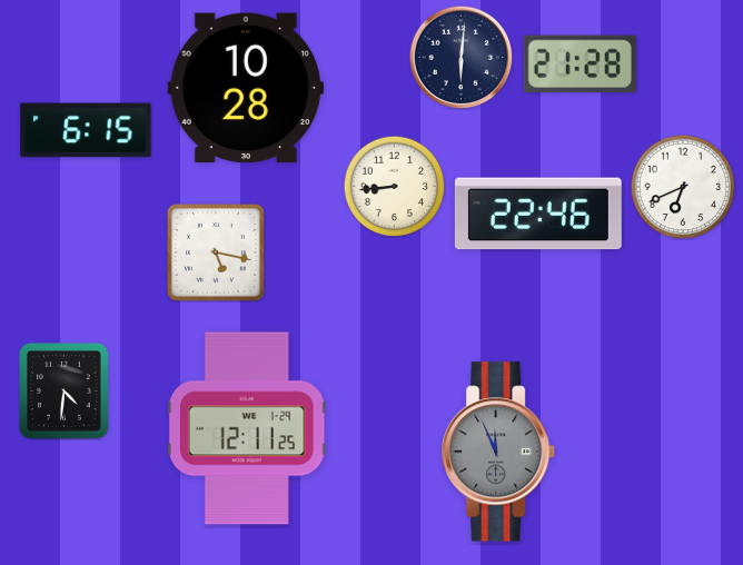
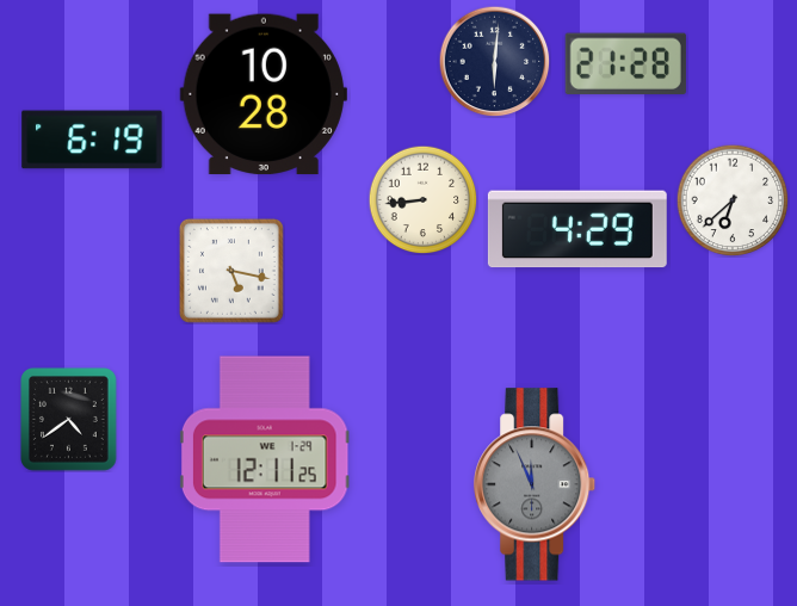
clock at (579, 63) position: (579, 63) -> (625, 63)
clock at (86, 130): 6:15 -> 6:19
clock at (683, 187): 6:41 -> 6:38
clock at (538, 214): 22:46 -> 4:29
clock at (65, 391): 4:31 -> 4:39
